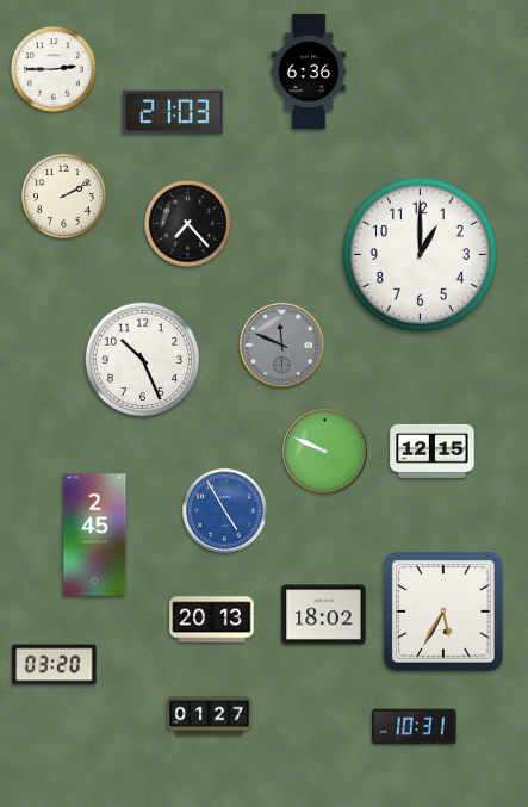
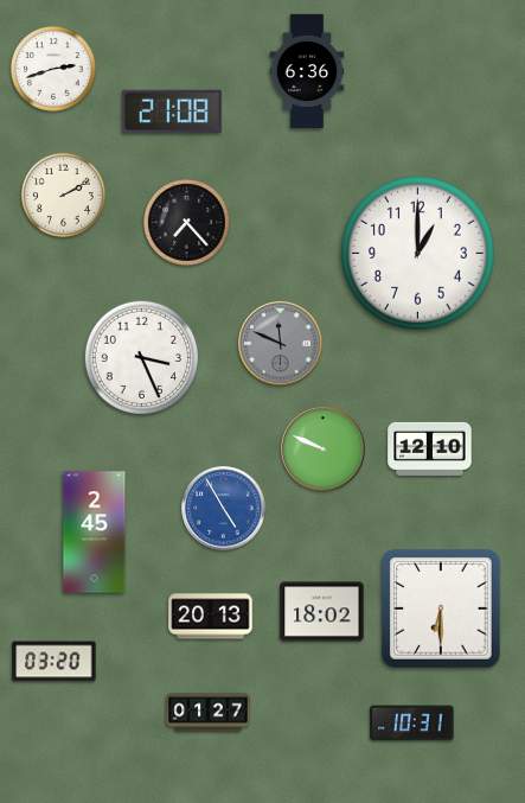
clock at (54, 69): 2:45 -> 2:42
clock at (173, 112): 21:03 -> 21:08
clock at (142, 359): 10:26 -> 3:26
clock at (433, 451): 12:15 -> 12:10
clock at (443, 612): 5:35 -> 6:30
